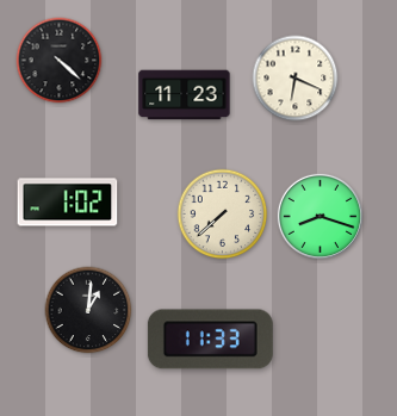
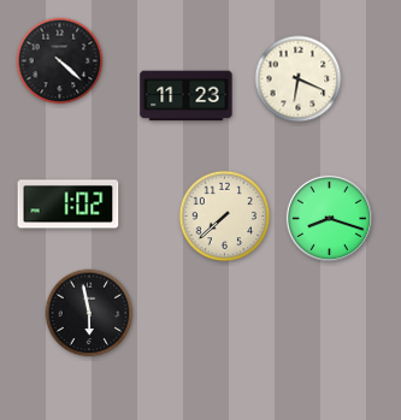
clock at (320, 216) position: (320, 216) -> (329, 218)
clock at (88, 310): 1:01 -> 5:58
clock at (210, 340): 11:33 -> none
